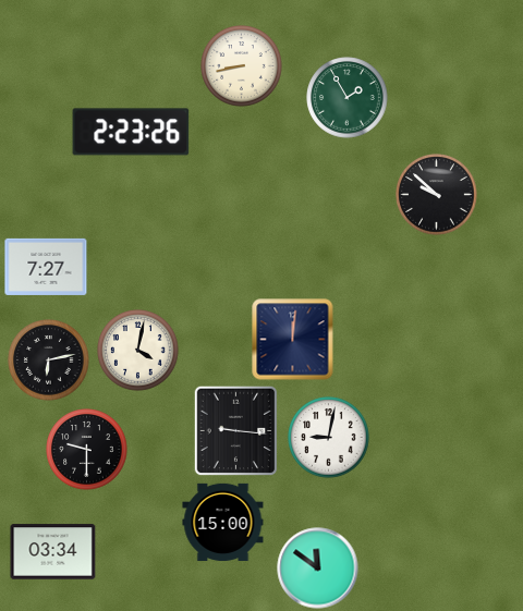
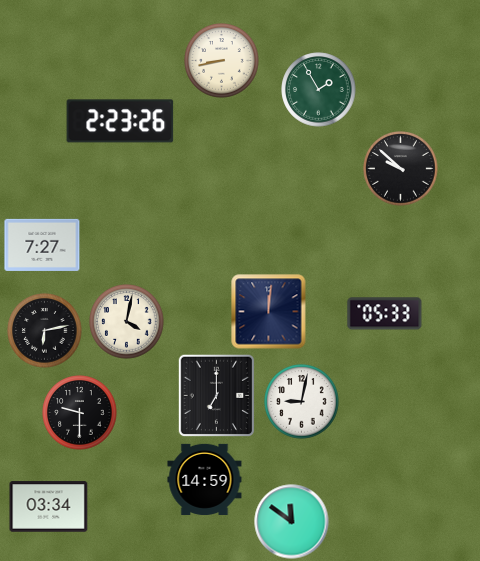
clock at (437, 195) position: (437, 195) -> (401, 169)
clock at (385, 314): none -> 05:33
clock at (236, 431): 9:16 -> 7:00
clock at (223, 522): 15:00 -> 14:59
